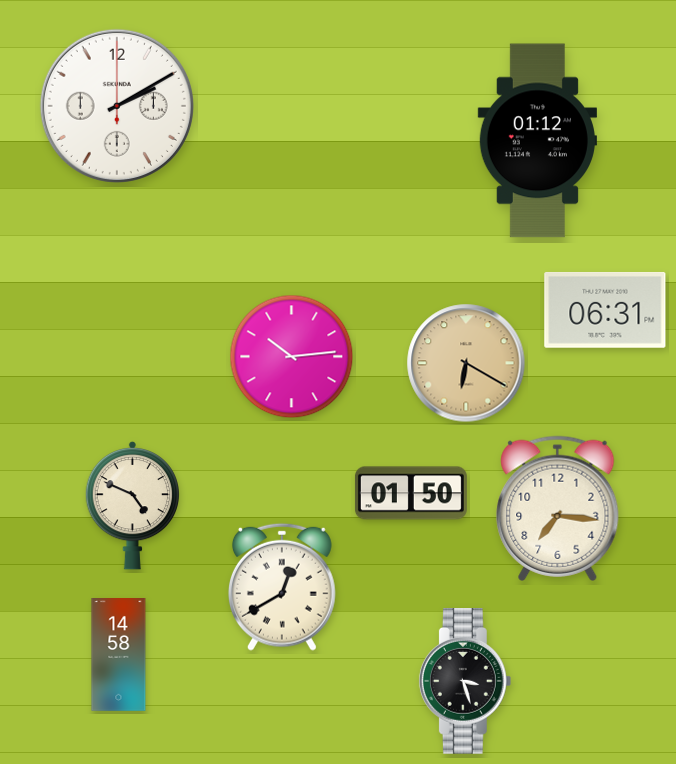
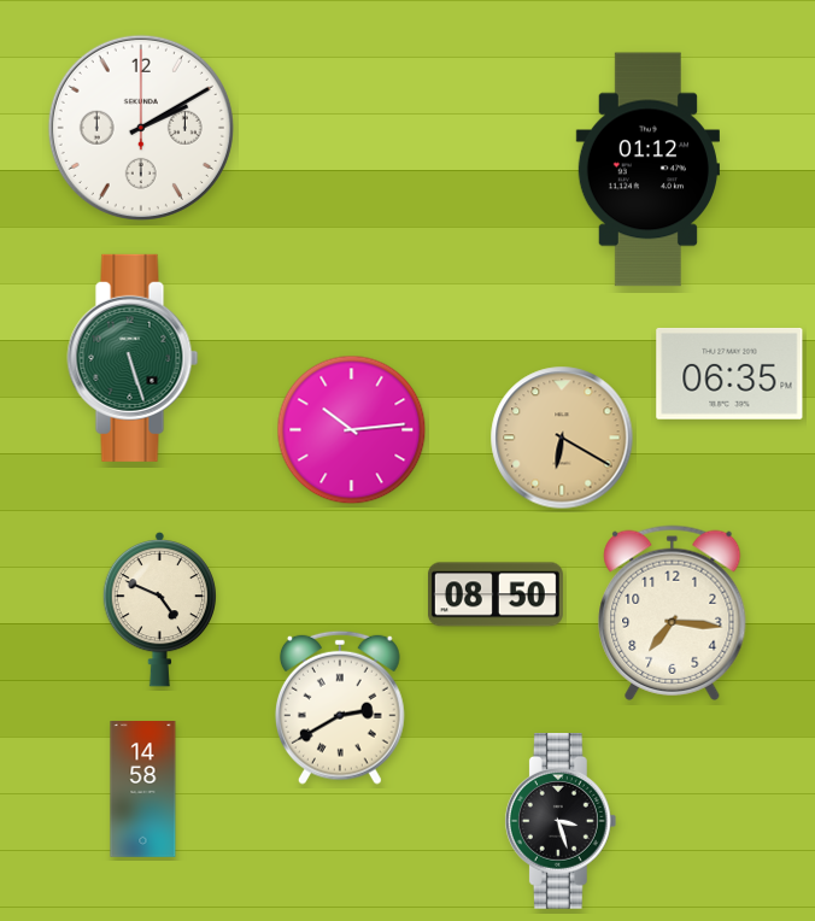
clock at (133, 358): none -> 5:27
clock at (605, 310): 06:31 -> 06:35
clock at (411, 493): 01:50 -> 08:50
clock at (282, 587): 12:40 -> 2:40
